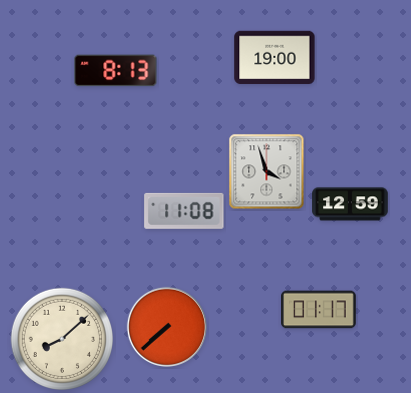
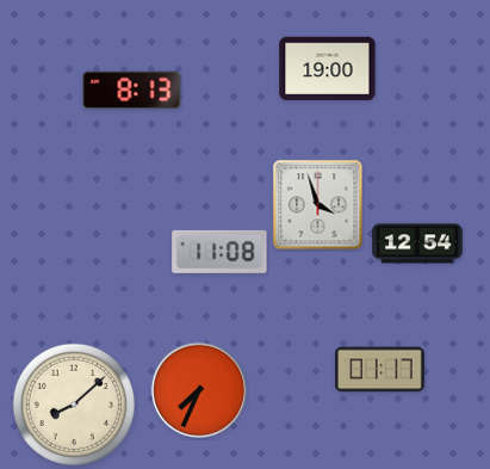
clock at (116, 71) position: (116, 71) -> (132, 91)
clock at (350, 204): 12:59 -> 12:54
clock at (166, 326): 7:38 -> 7:34
